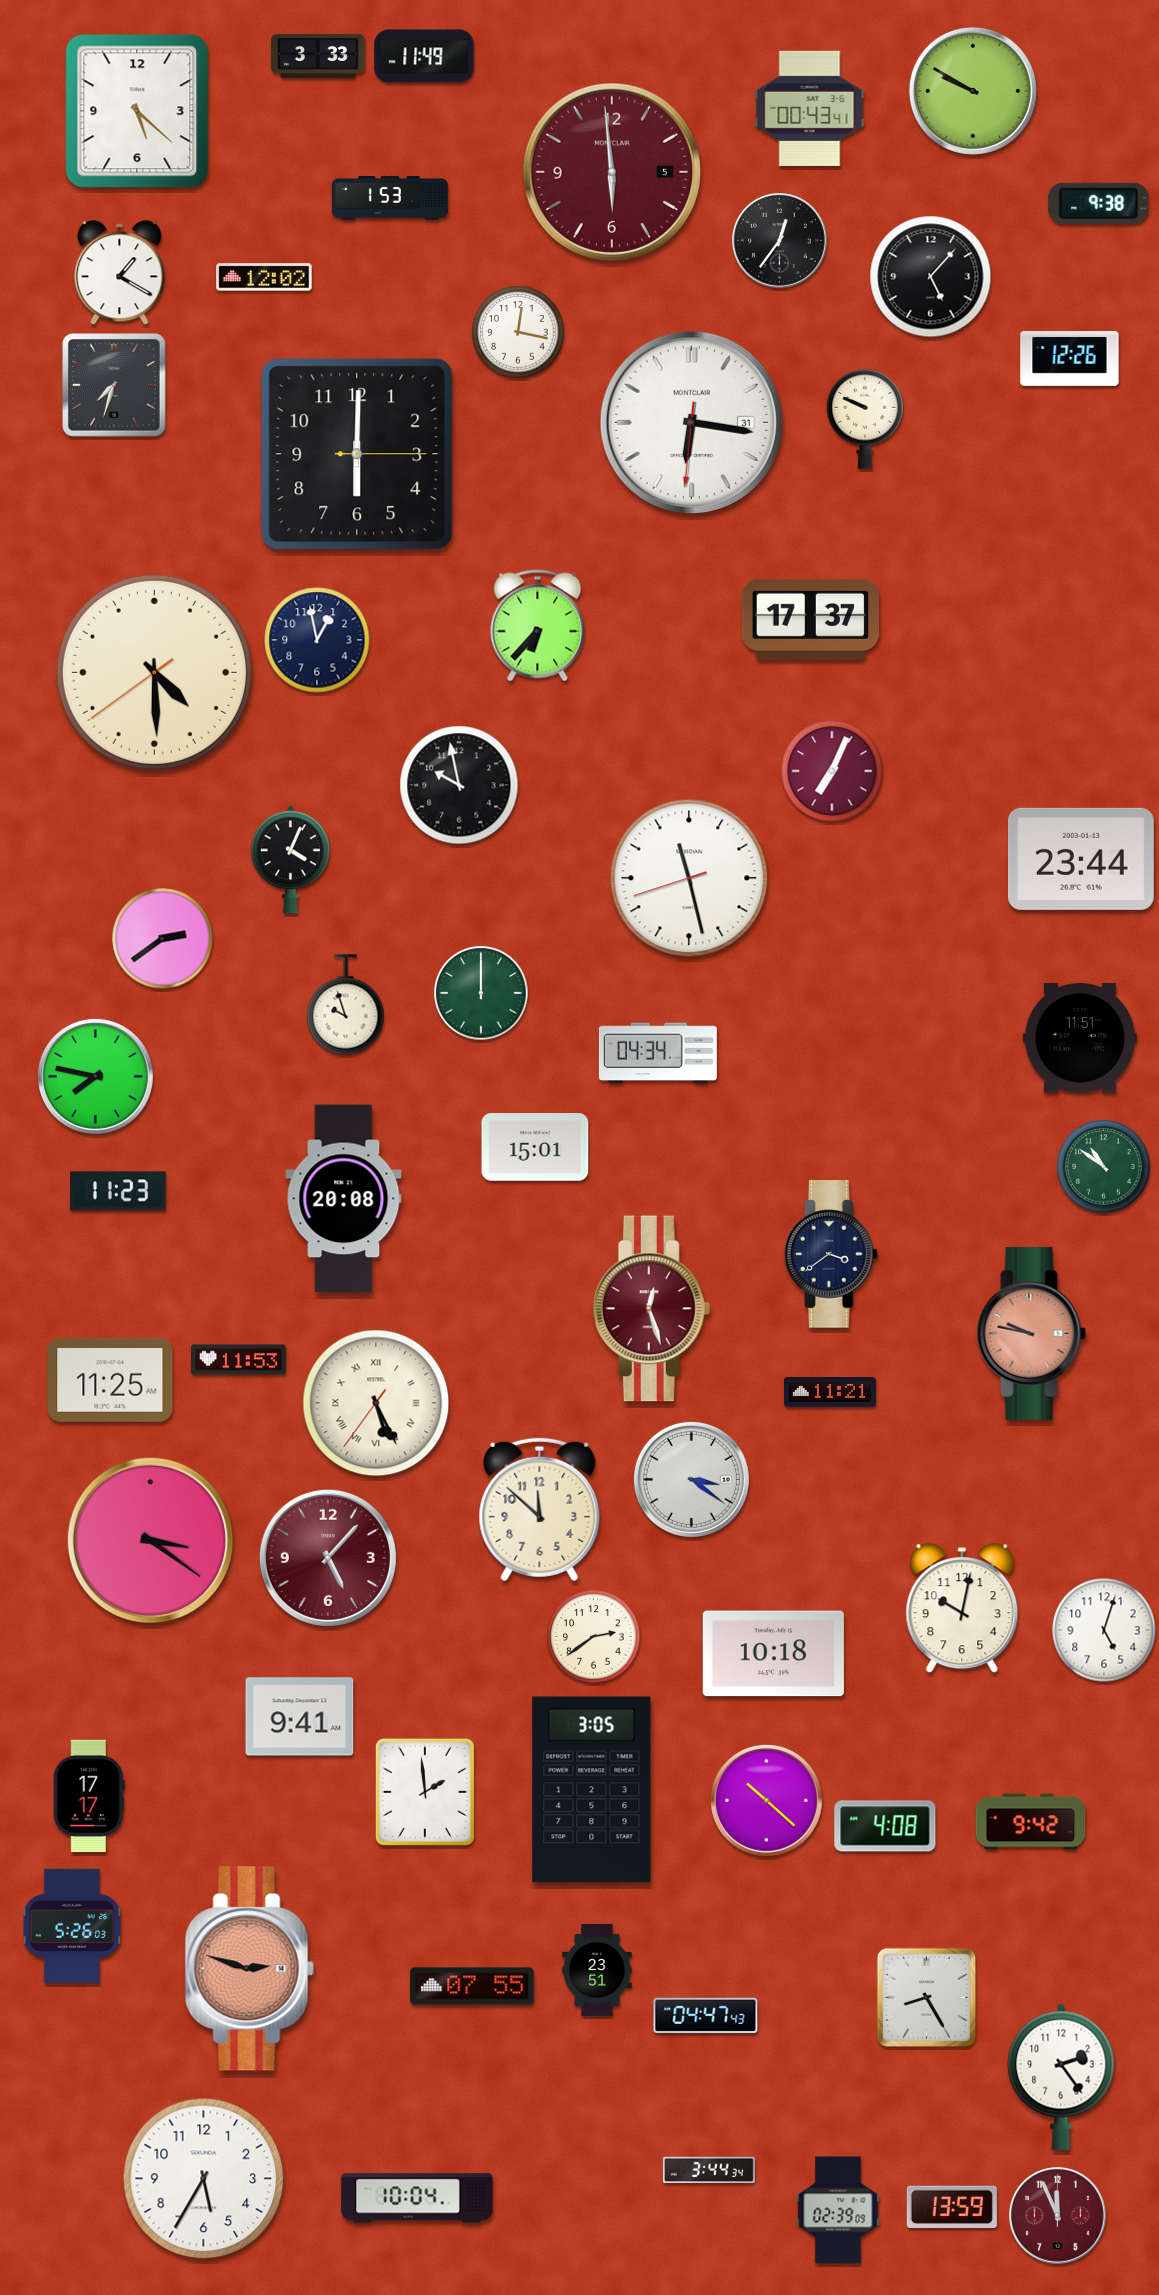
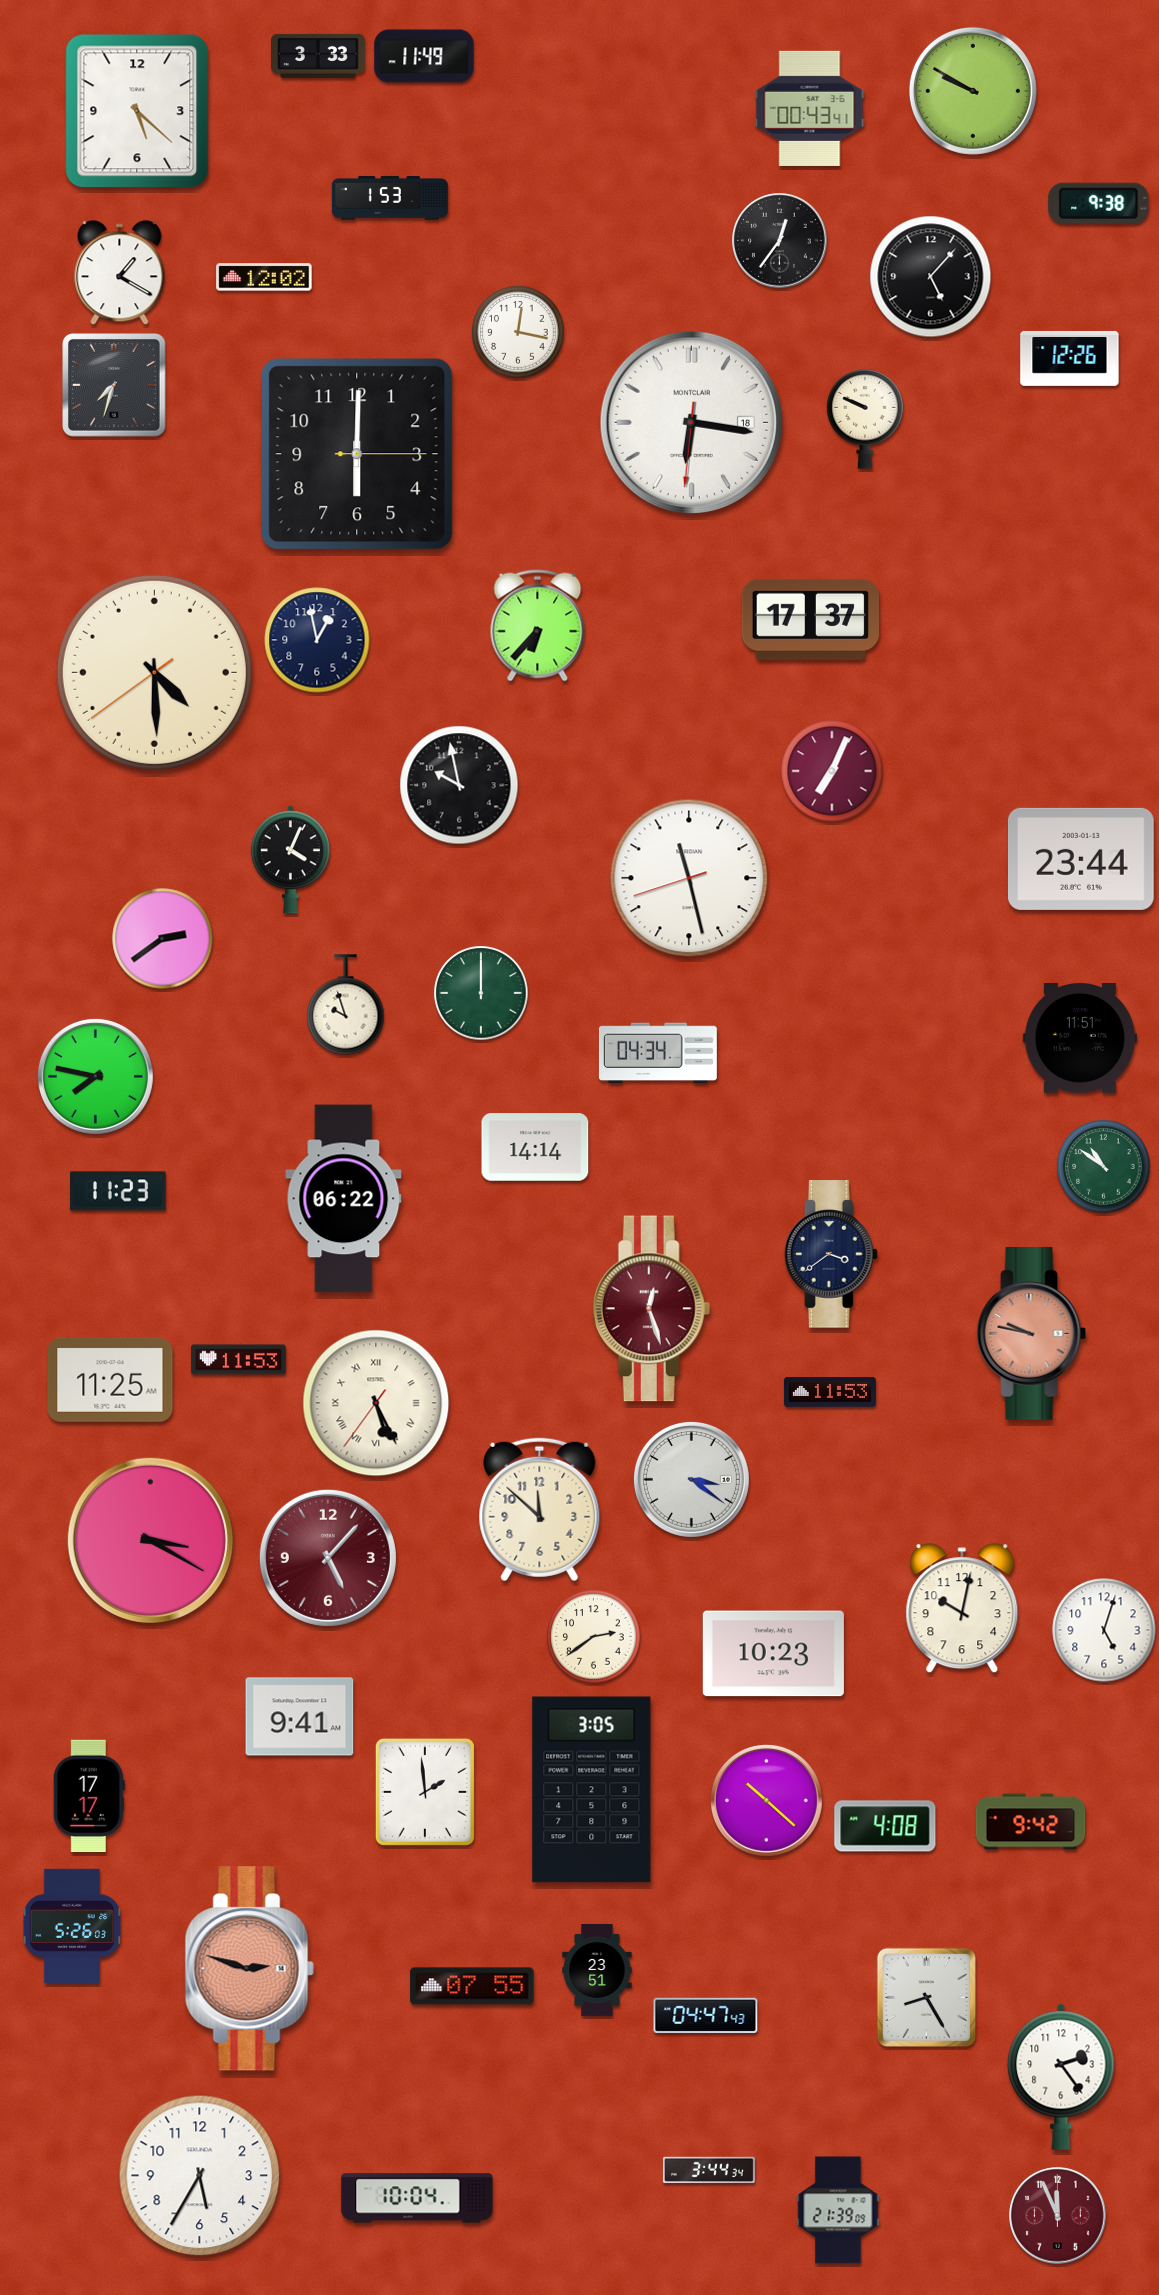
clock at (612, 172): 5:59 -> none
clock at (691, 422) date: 31 -> 18
clock at (535, 1147): 15:01 -> 14:14
clock at (344, 1199): 20:08 -> 06:22
clock at (830, 1392): 11:21 -> 11:53
clock at (150, 1540): 3:21 -> 3:20
clock at (773, 1654): 10:18 -> 10:23
clock at (204, 2179) position: (204, 2179) -> (200, 2176)
clock at (952, 2206): 13:59 -> none
clock at (838, 2210): 02:39 -> 21:39
